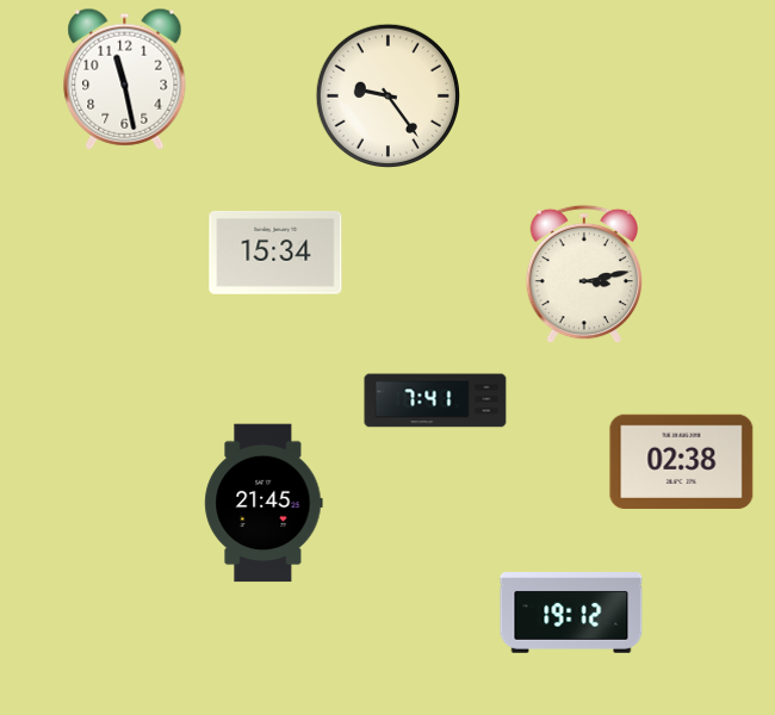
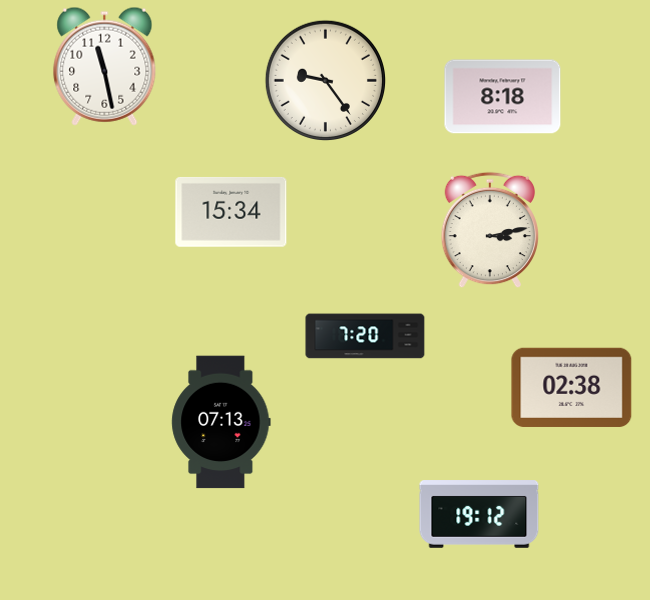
clock at (503, 97): none -> 8:18
clock at (435, 400): 7:41 -> 7:20
clock at (263, 503): 21:45 -> 07:13
